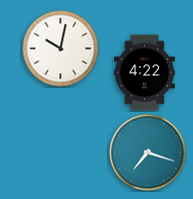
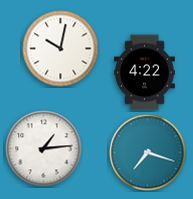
clock at (44, 149): none -> 1:14
